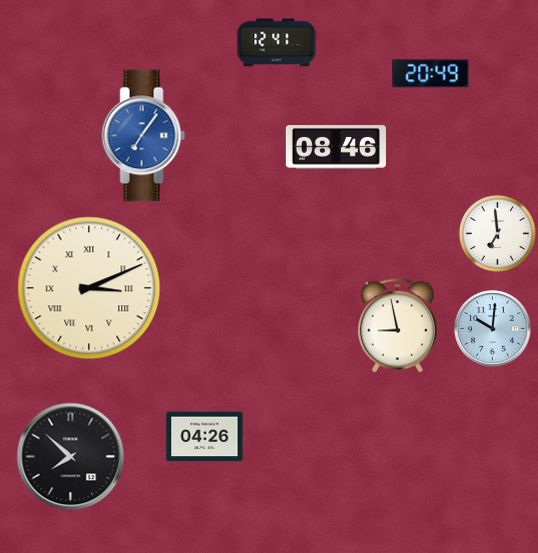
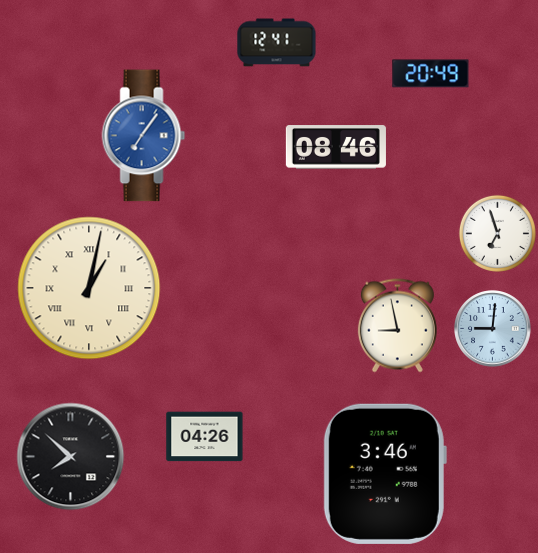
clock at (497, 233): 6:59 -> 6:57
clock at (89, 288): 3:11 -> 1:02
clock at (493, 329): 10:01 -> 9:01
clock at (385, 474): none -> 3:46
